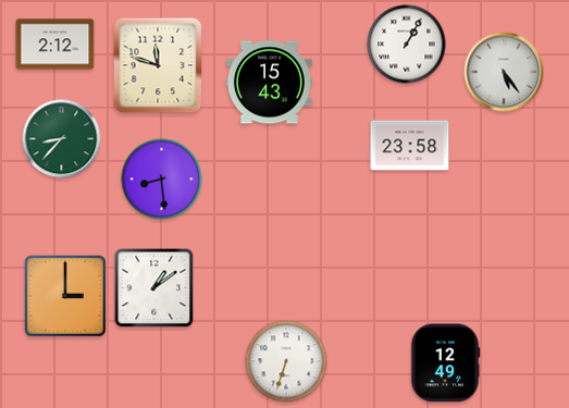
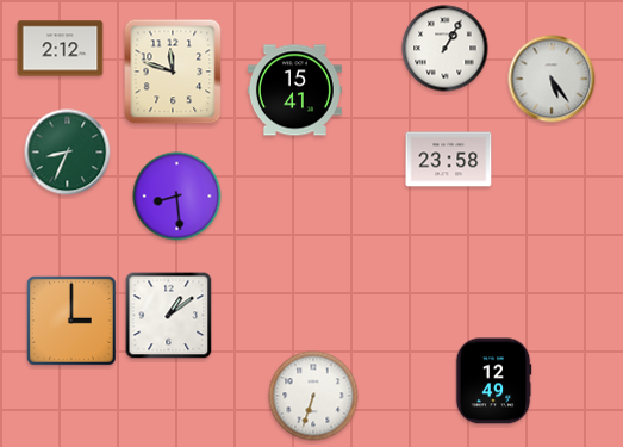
clock at (269, 83): 15:43 -> 15:41
clock at (62, 139): 8:37 -> 8:34
clock at (65, 296) position: (65, 296) -> (71, 321)
clock at (445, 363) position: (445, 363) -> (493, 381)
